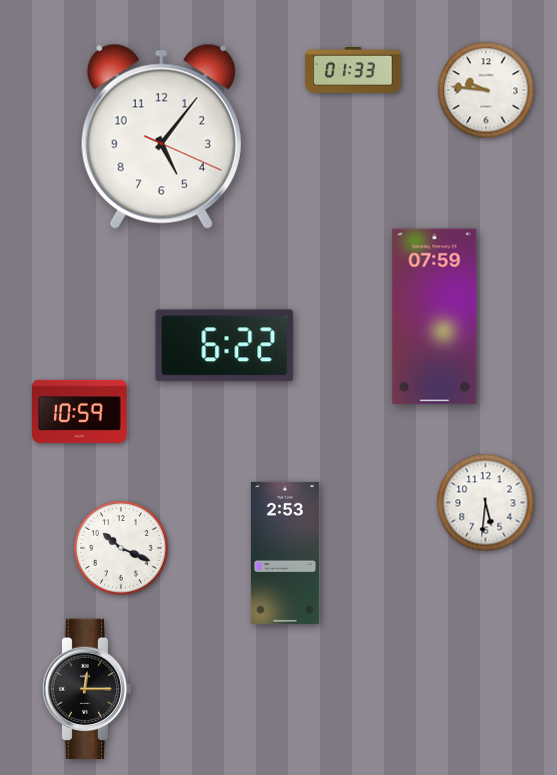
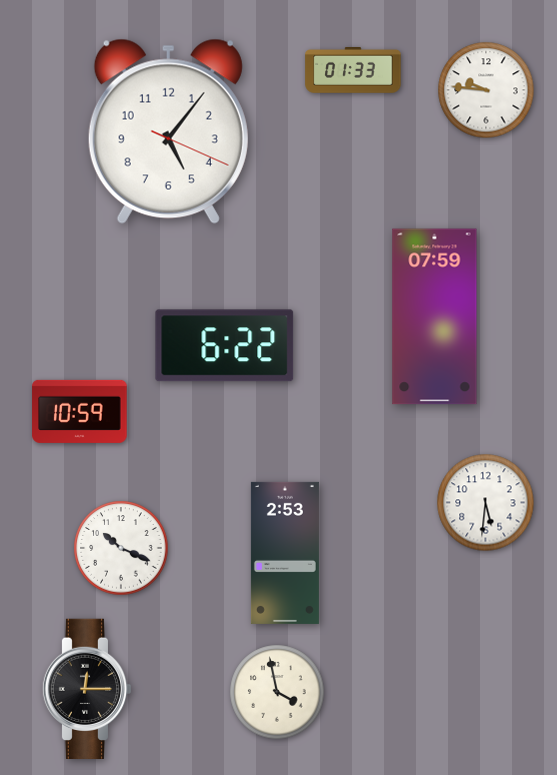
clock at (161, 136) position: (161, 136) -> (168, 131)
clock at (277, 692): none -> 3:58
